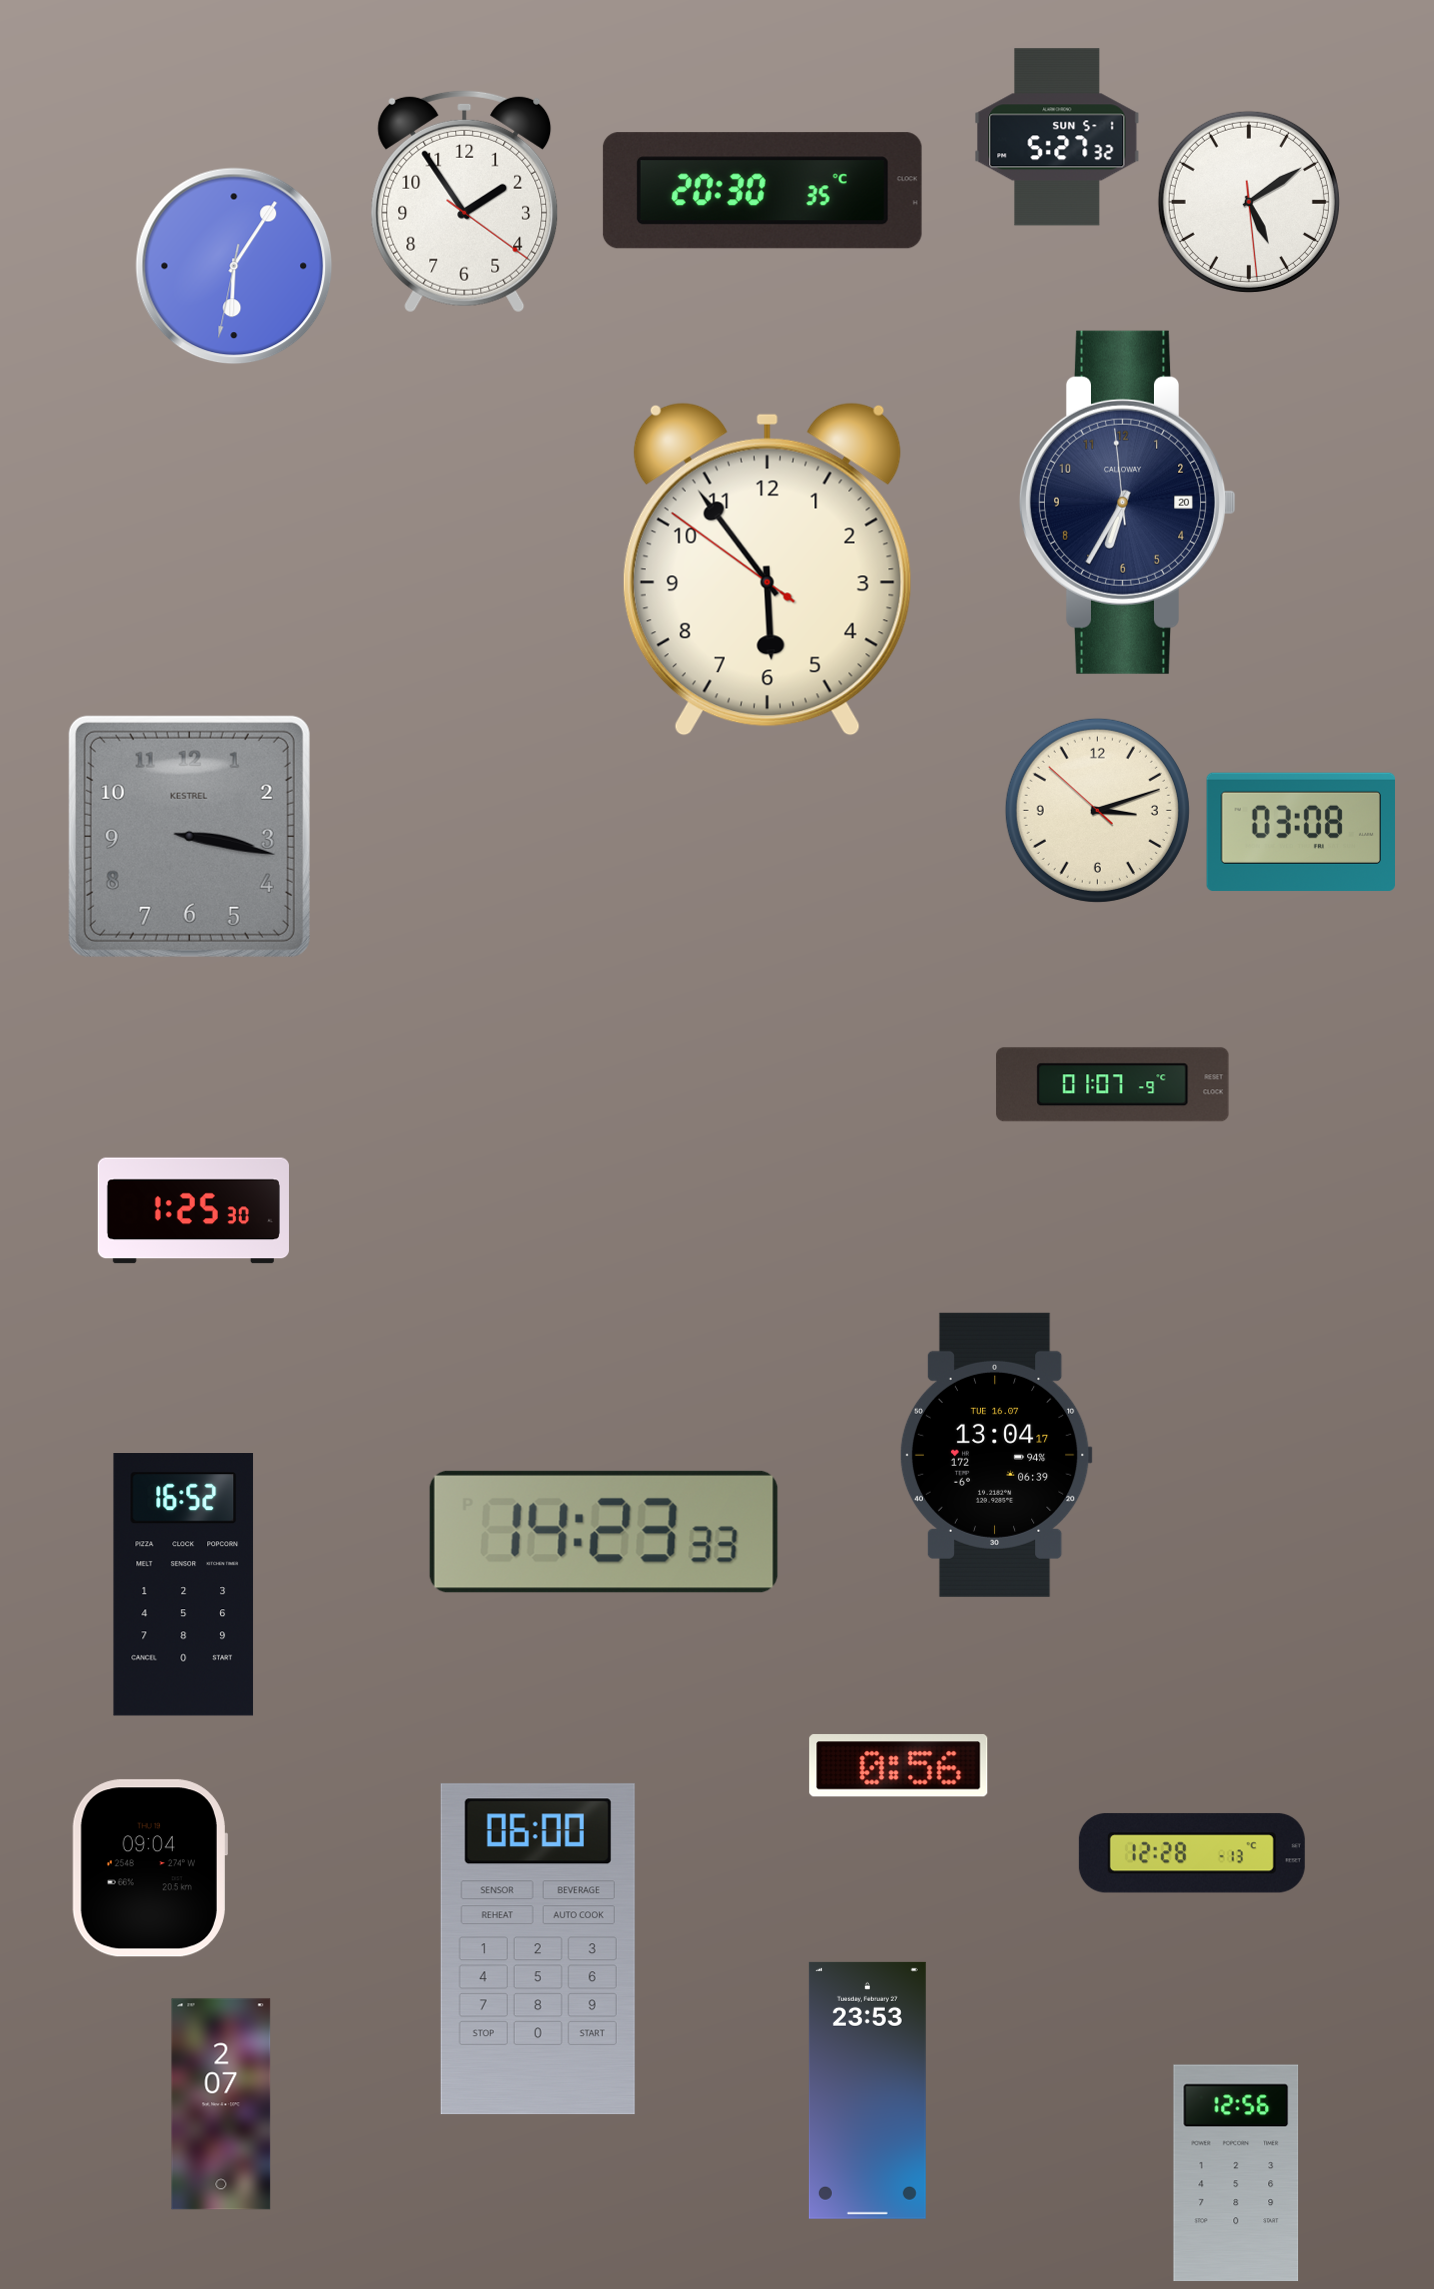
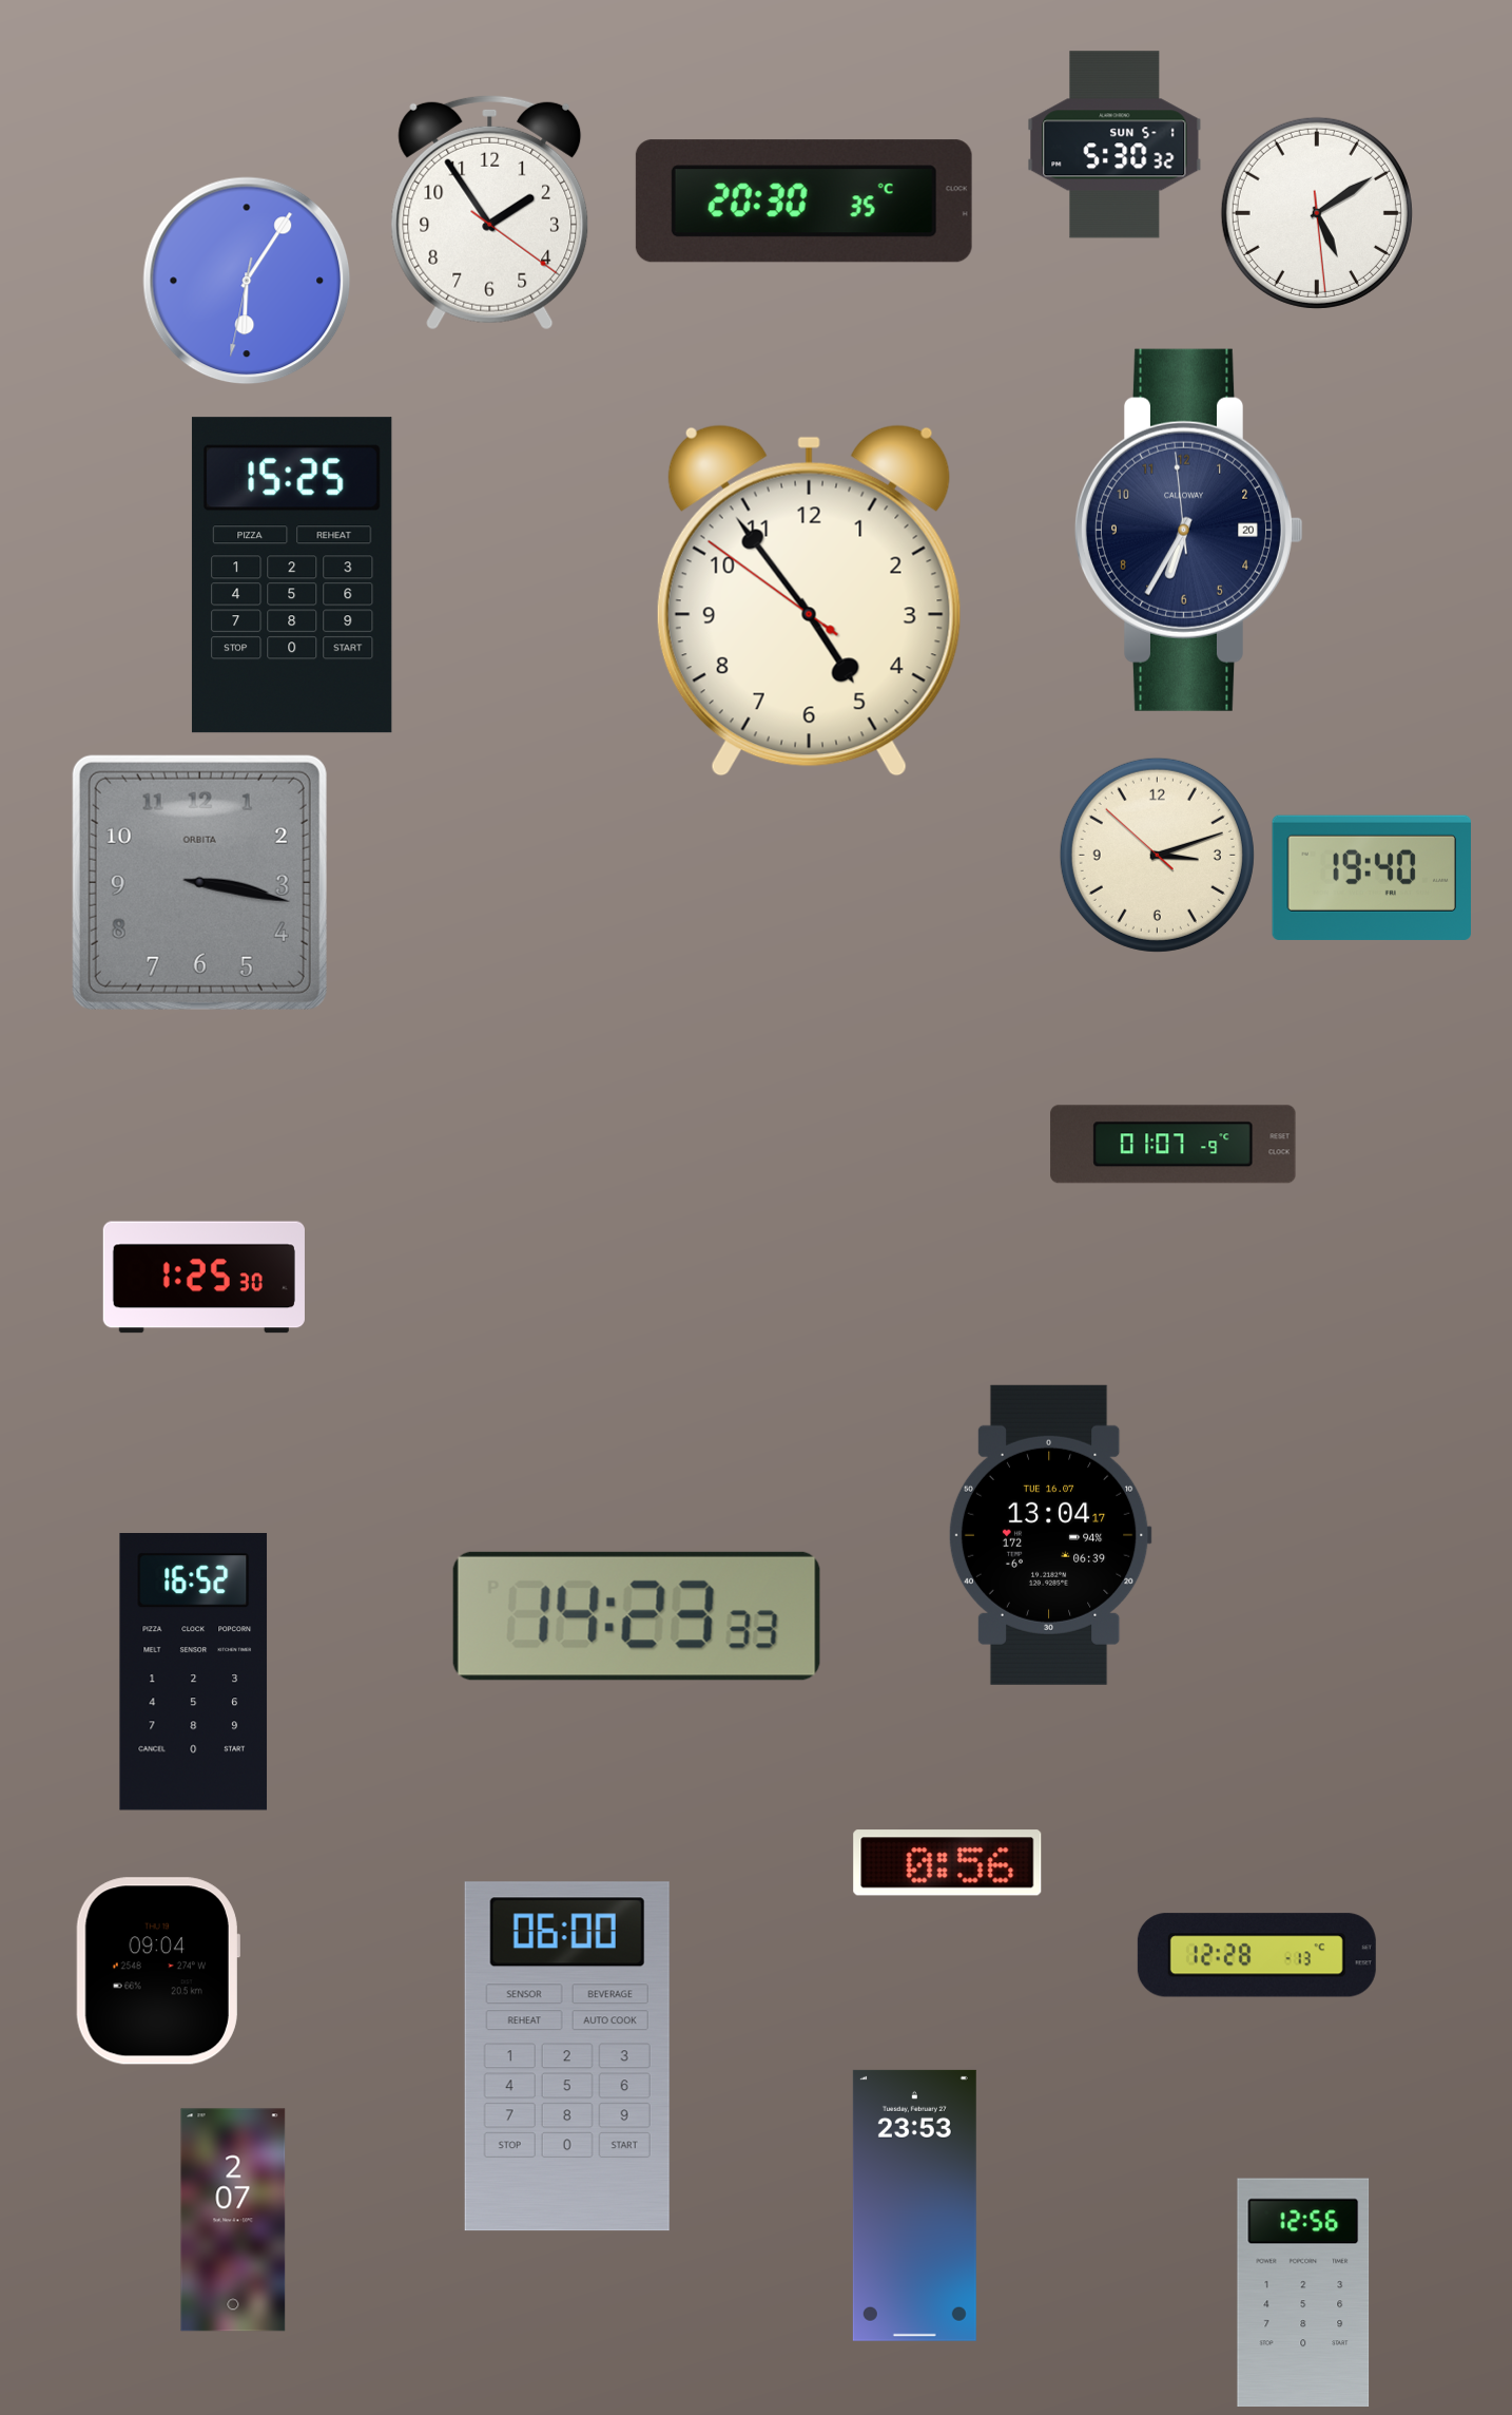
clock at (1057, 137): 5:27 -> 5:30
clock at (292, 575): none -> 15:25
clock at (767, 569): 5:53 -> 4:53
clock at (1300, 832): 03:08 -> 19:40
clock at (189, 836) brand: KESTREL -> ORBITA
